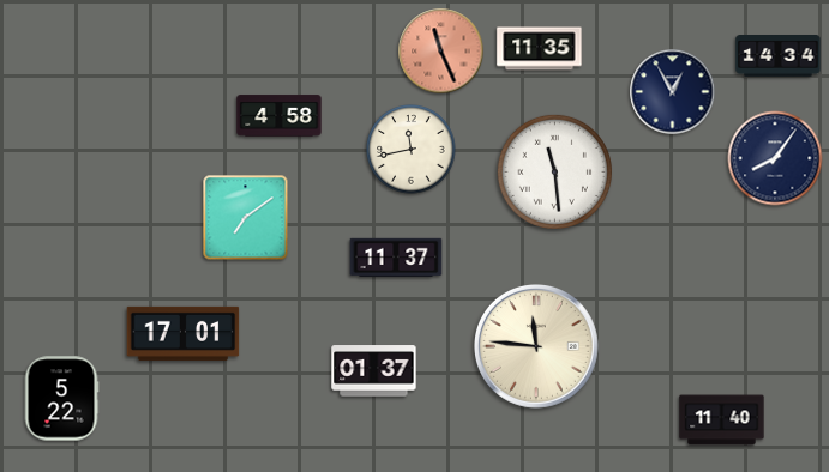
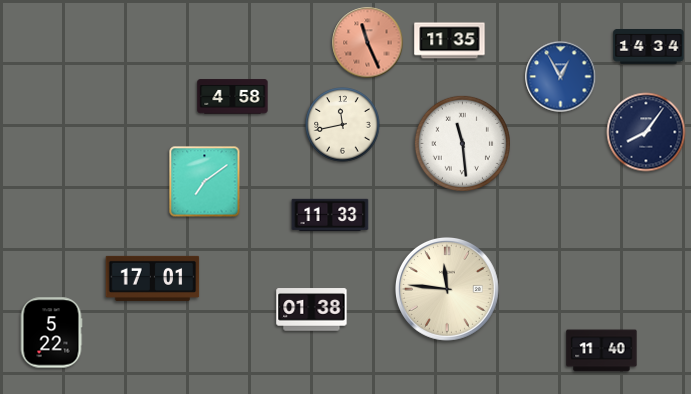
clock at (673, 92) dial: navy -> blue
clock at (396, 258): 11:37 -> 11:33
clock at (374, 371): 01:37 -> 01:38
